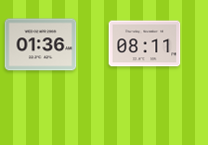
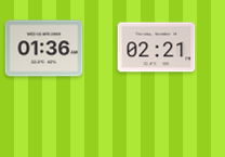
clock at (145, 44): 08:11 -> 02:21
